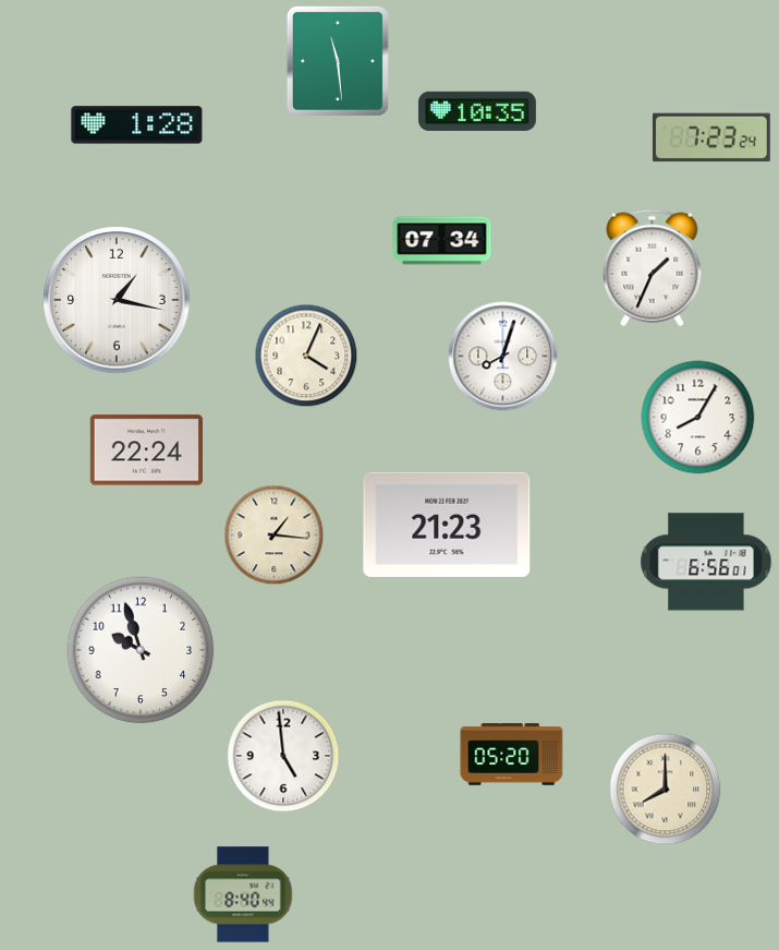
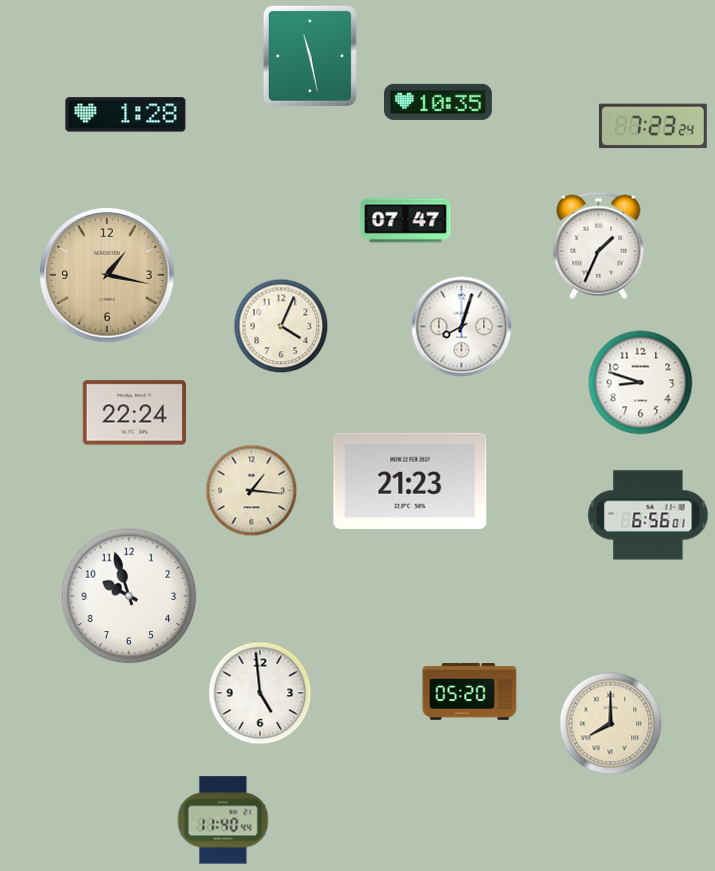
clock at (338, 61): 11:29 -> 11:28
clock at (442, 241): 07:34 -> 07:47
clock at (117, 300) dial: white -> champagne
clock at (698, 418): 8:05 -> 8:48
clock at (243, 894): 8:40 -> 11:40
